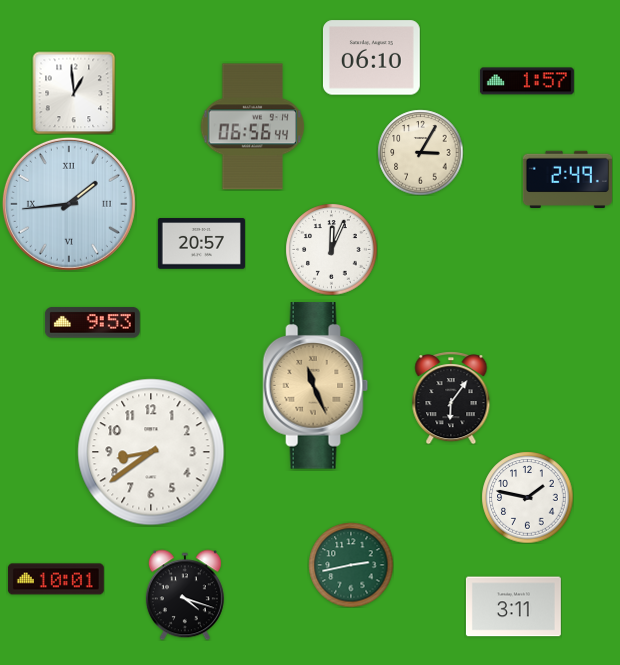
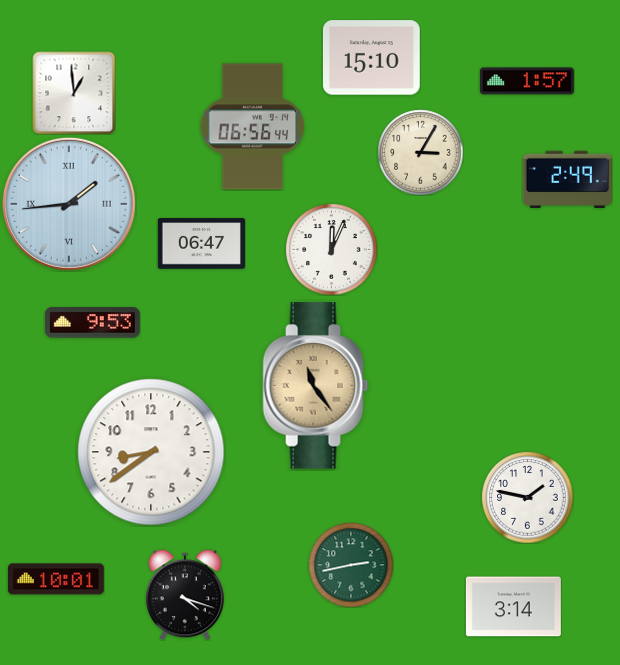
clock at (371, 58): 06:10 -> 15:10
clock at (201, 244): 20:57 -> 06:47
clock at (316, 386): 11:26 -> 11:24
clock at (451, 398): 6:06 -> none
clock at (513, 607): 3:11 -> 3:14
